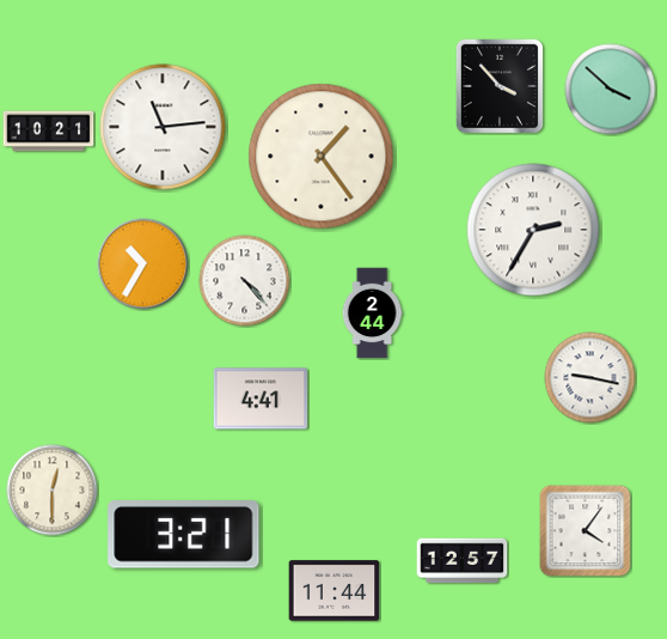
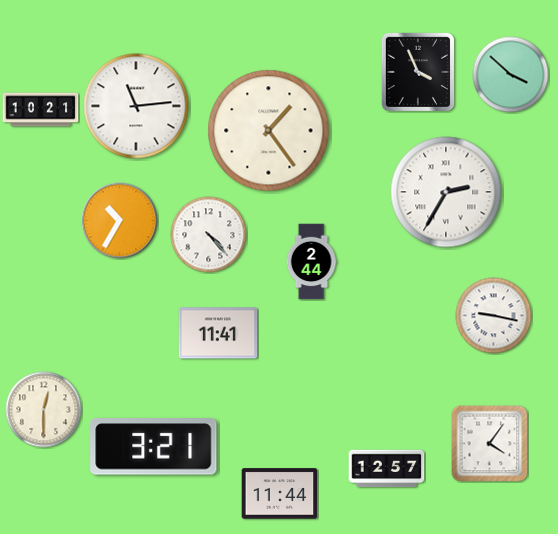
clock at (500, 86): 3:53 -> 3:56
clock at (245, 281) position: (245, 281) -> (209, 235)
clock at (261, 398): 4:41 -> 11:41
